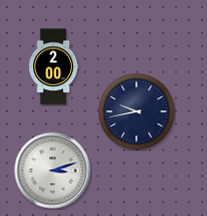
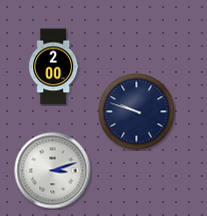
clock at (137, 112): 9:43 -> 9:48
